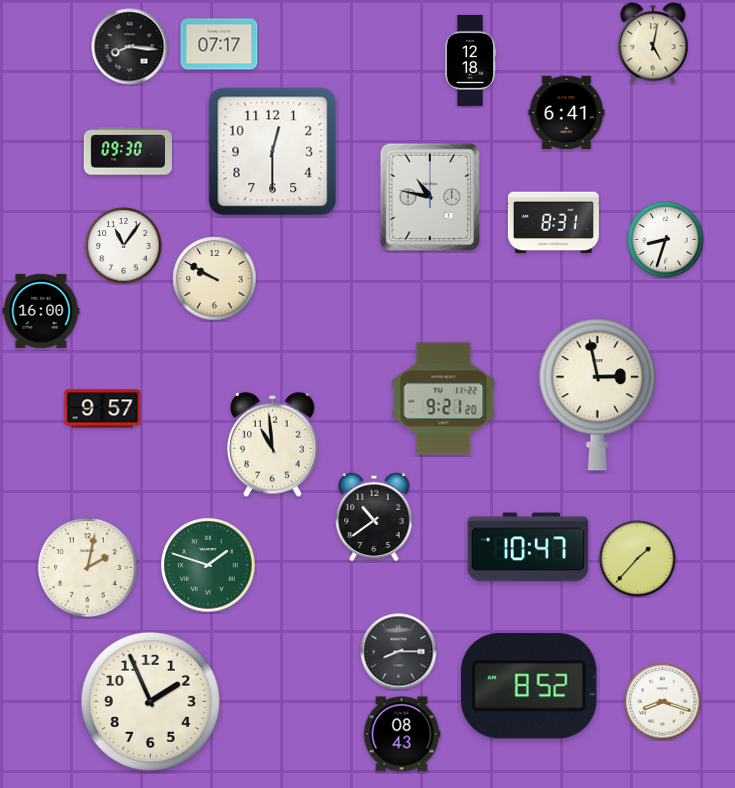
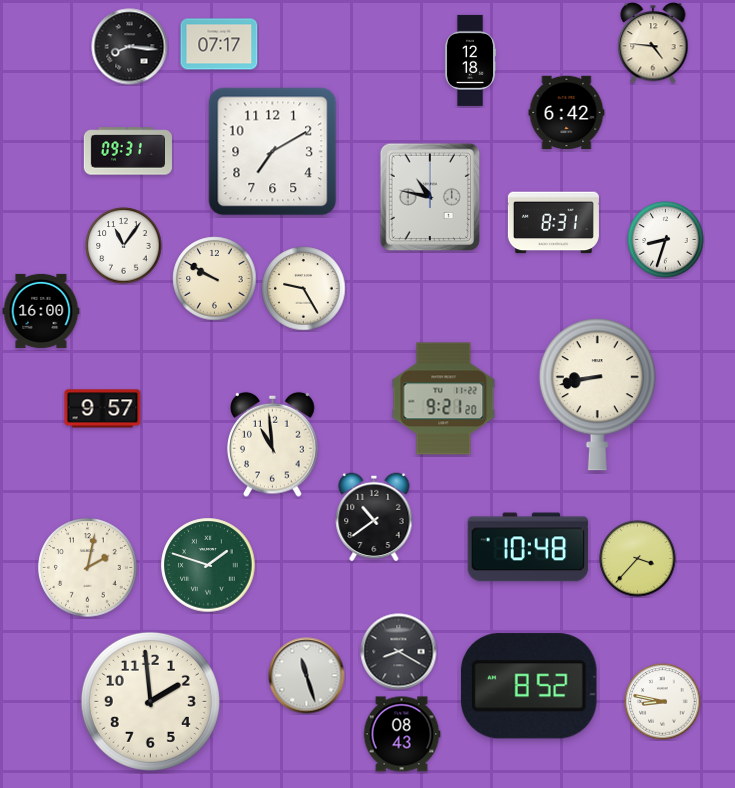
clock at (653, 43): 5:02 -> 4:46
clock at (567, 113): 6:41 -> 6:42
clock at (128, 151): 09:30 -> 09:31
clock at (273, 152): 12:30 -> 7:10
clock at (304, 289): none -> 9:25
clock at (597, 395): 2:58 -> 8:43
clock at (528, 547): 10:47 -> 10:48
clock at (638, 559): 1:37 -> 3:37
clock at (399, 652): 8:15 -> 8:20
clock at (307, 676): none -> 11:27
clock at (150, 701): 1:56 -> 1:59
clock at (663, 702): 8:18 -> 8:47
